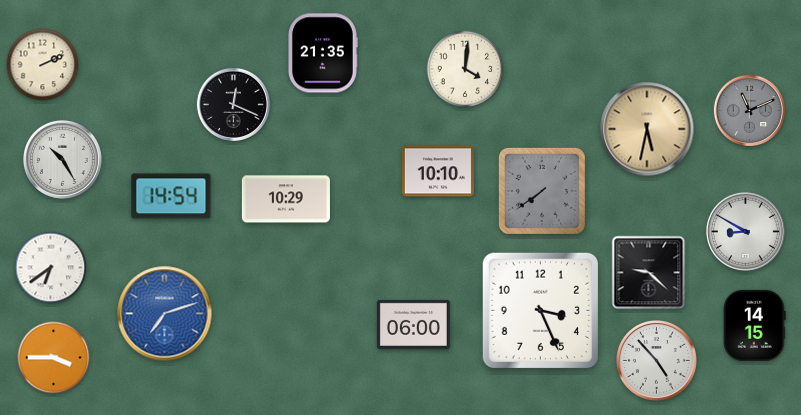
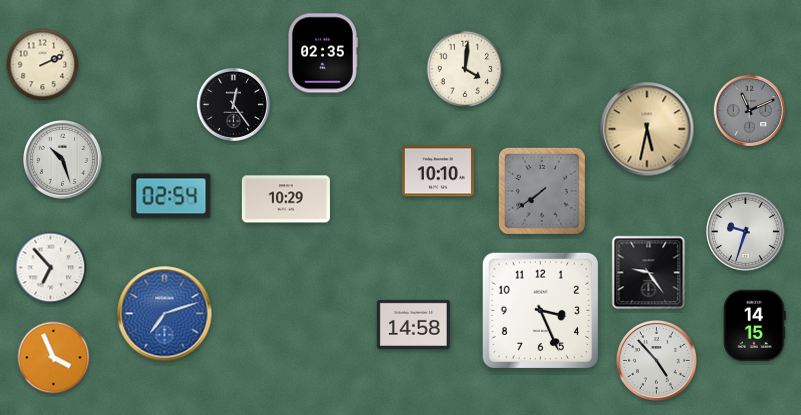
clock at (323, 53): 21:35 -> 02:35
clock at (233, 104): 12:19 -> 12:24
clock at (62, 159): 10:25 -> 10:27
clock at (171, 196): 14:54 -> 02:54
clock at (745, 231): 8:50 -> 9:33
clock at (51, 268): 6:39 -> 6:53
clock at (649, 273): 9:22 -> 9:24
clock at (413, 324): 06:00 -> 14:58
clock at (54, 358): 3:45 -> 3:56
